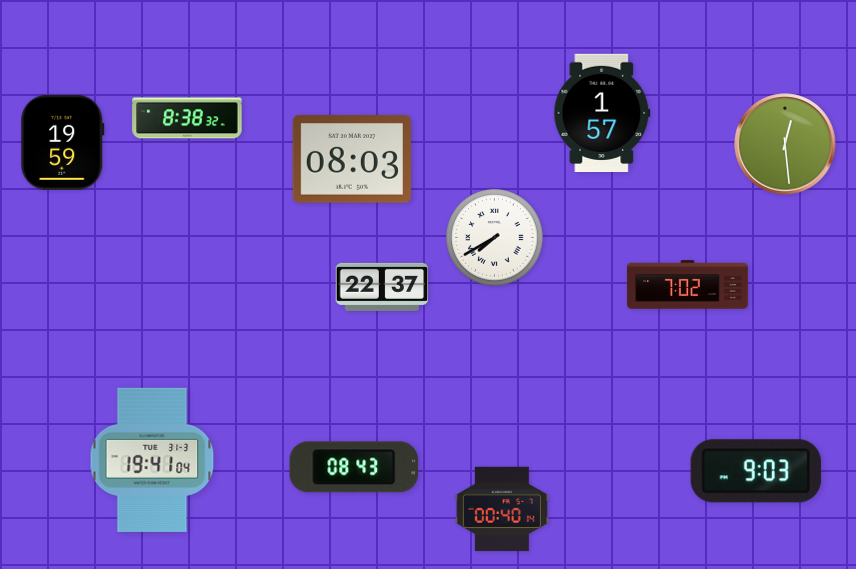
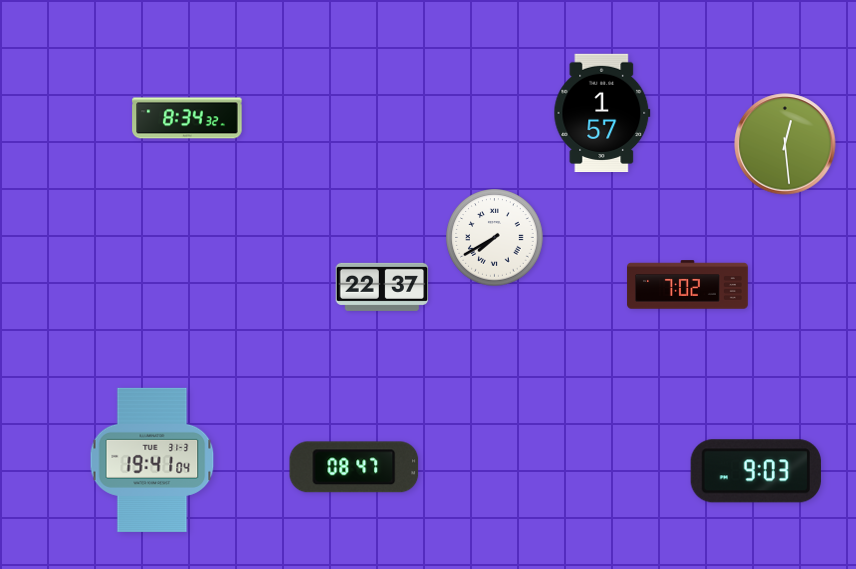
clock at (187, 118): 8:38 -> 8:34
clock at (63, 142): 19:59 -> none
clock at (352, 159): 08:03 -> none
clock at (354, 467): 08:43 -> 08:47
clock at (502, 509): 00:40 -> none
